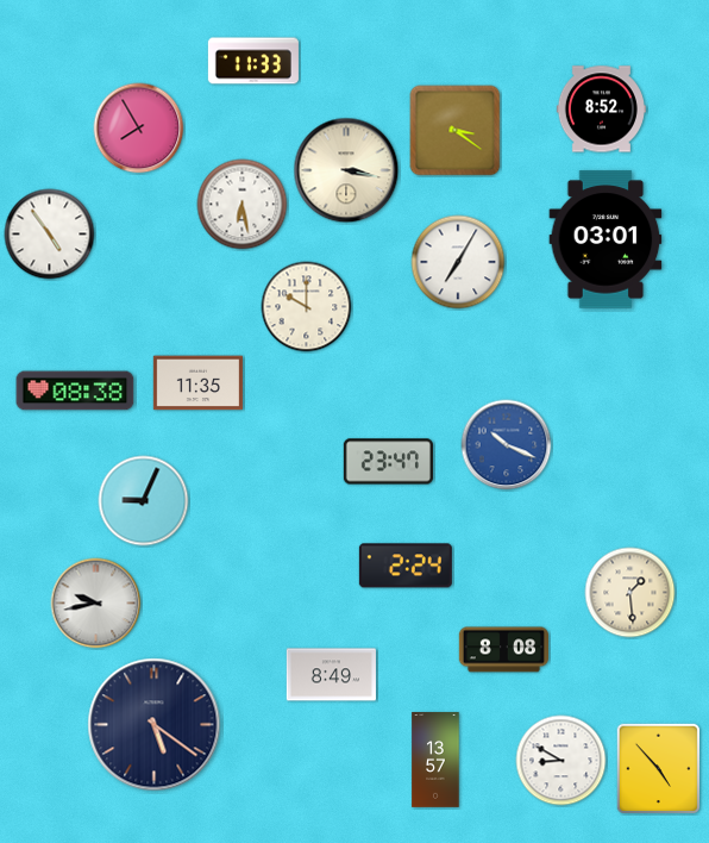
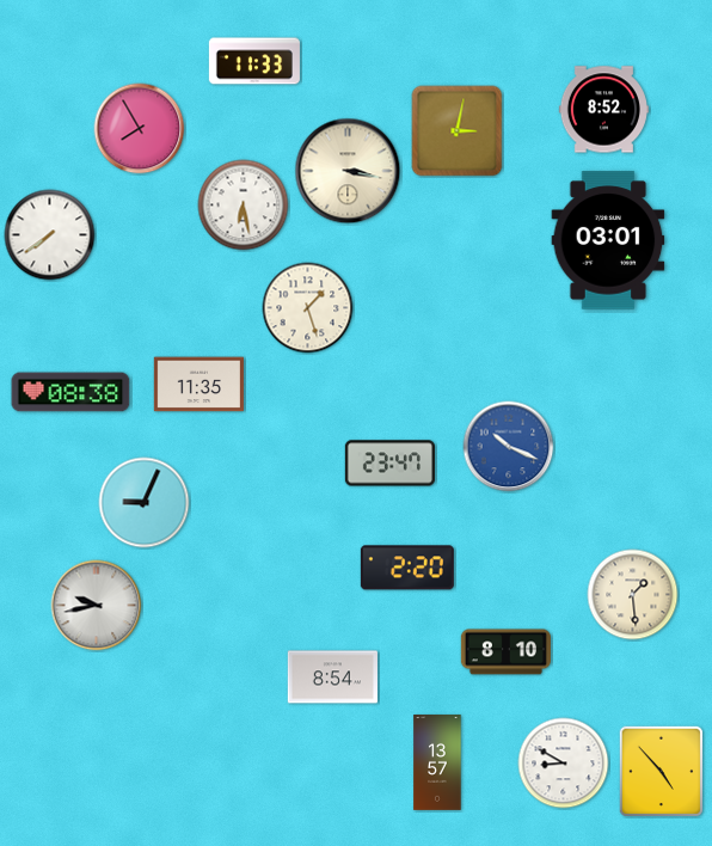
clock at (456, 131): 3:21 -> 3:02
clock at (50, 235): 4:54 -> 7:39
clock at (458, 262): 7:05 -> none
clock at (307, 307): 10:00 -> 1:27
clock at (75, 391) position: (75, 391) -> (70, 392)
clock at (406, 566): 2:24 -> 2:20
clock at (503, 650): 8:08 -> 8:10
clock at (331, 675): 8:49 -> 8:54
clock at (155, 725): 5:21 -> none
